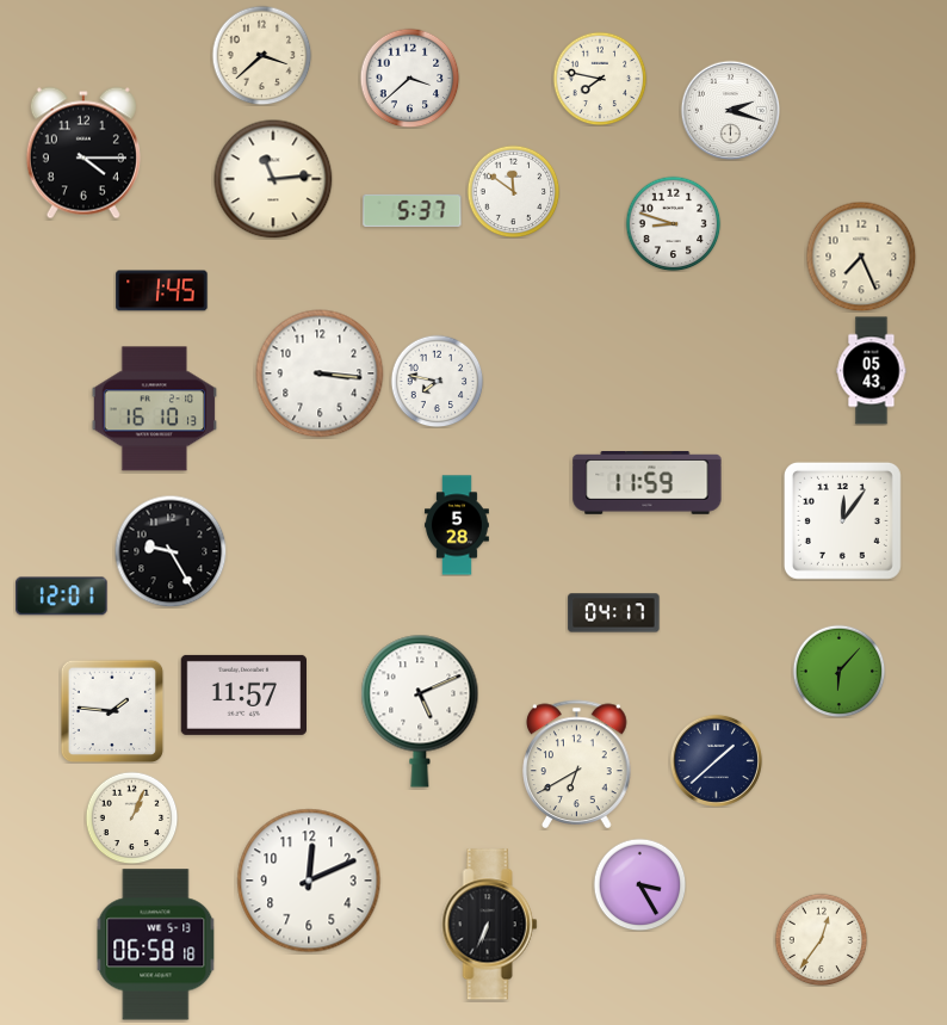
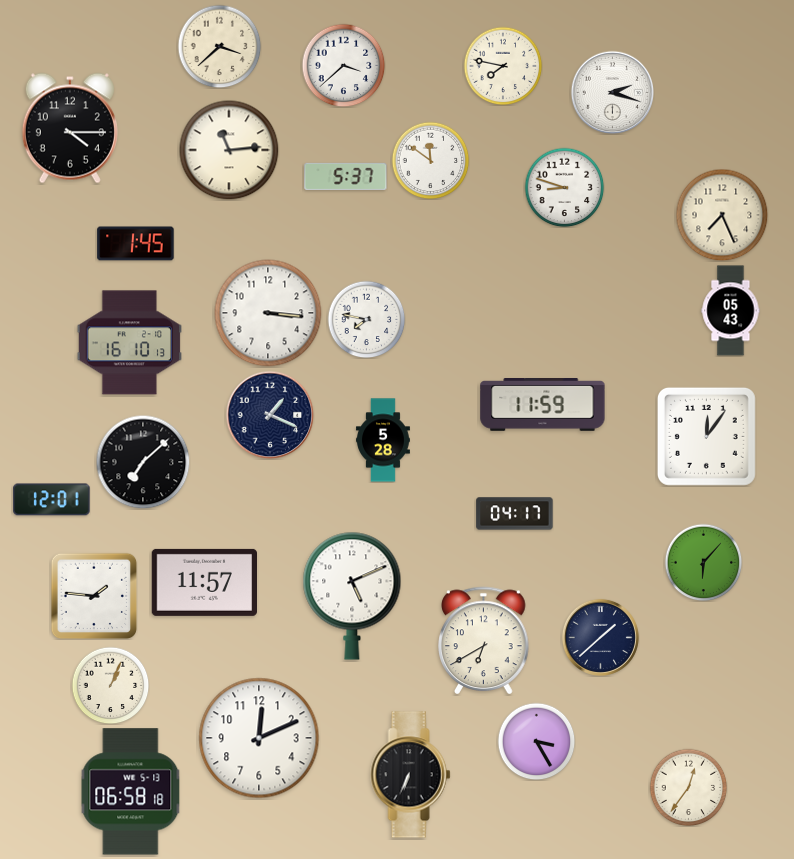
clock at (270, 415): none -> 1:19
clock at (171, 551): 9:25 -> 7:08
